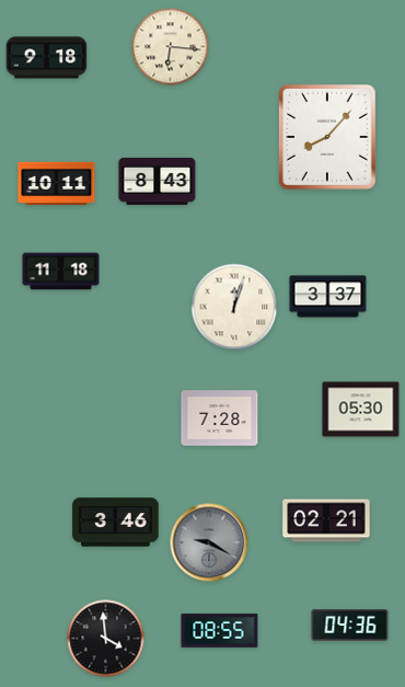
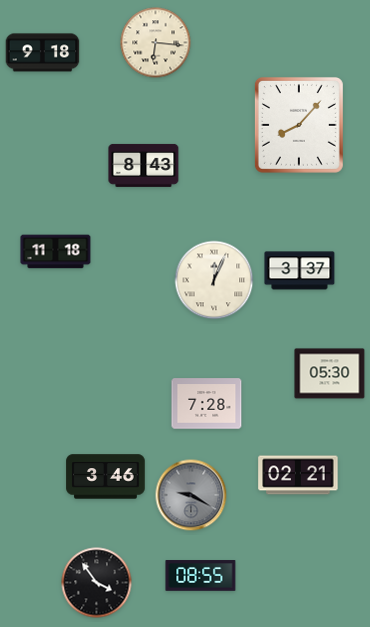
clock at (57, 183): 10:11 -> none
clock at (61, 272) position: (61, 272) -> (56, 252)
clock at (234, 307): 12:03 -> 12:04
clock at (220, 419) position: (220, 419) -> (207, 404)
clock at (350, 626): 04:36 -> none
clock at (106, 639): 3:59 -> 3:54
